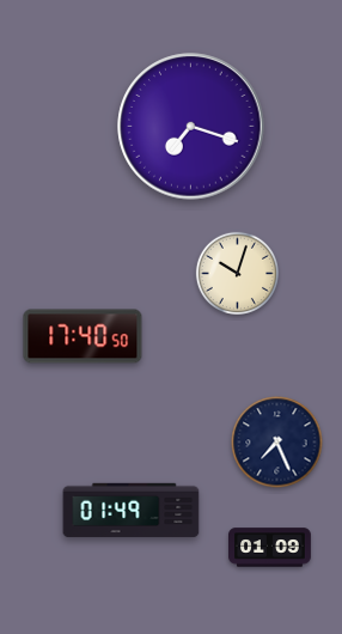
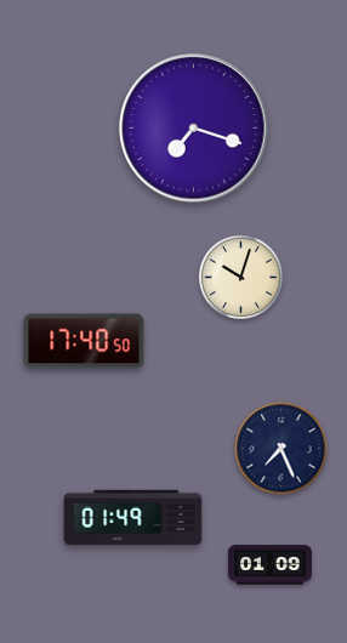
clock at (270, 548) position: (270, 548) -> (271, 565)
